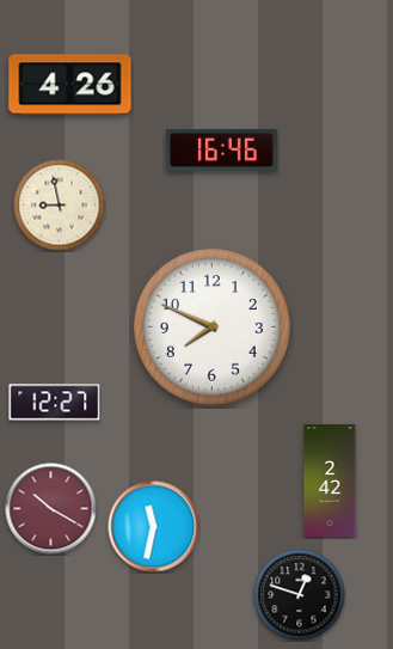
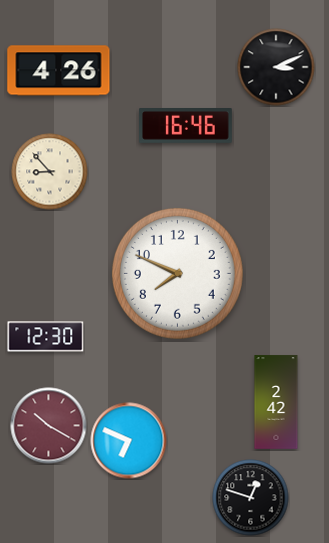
clock at (276, 67): none -> 3:11
clock at (60, 206): 8:58 -> 8:53
clock at (55, 403): 12:27 -> 12:30
clock at (51, 509) position: (51, 509) -> (49, 426)
clock at (154, 527): 11:32 -> 6:49
